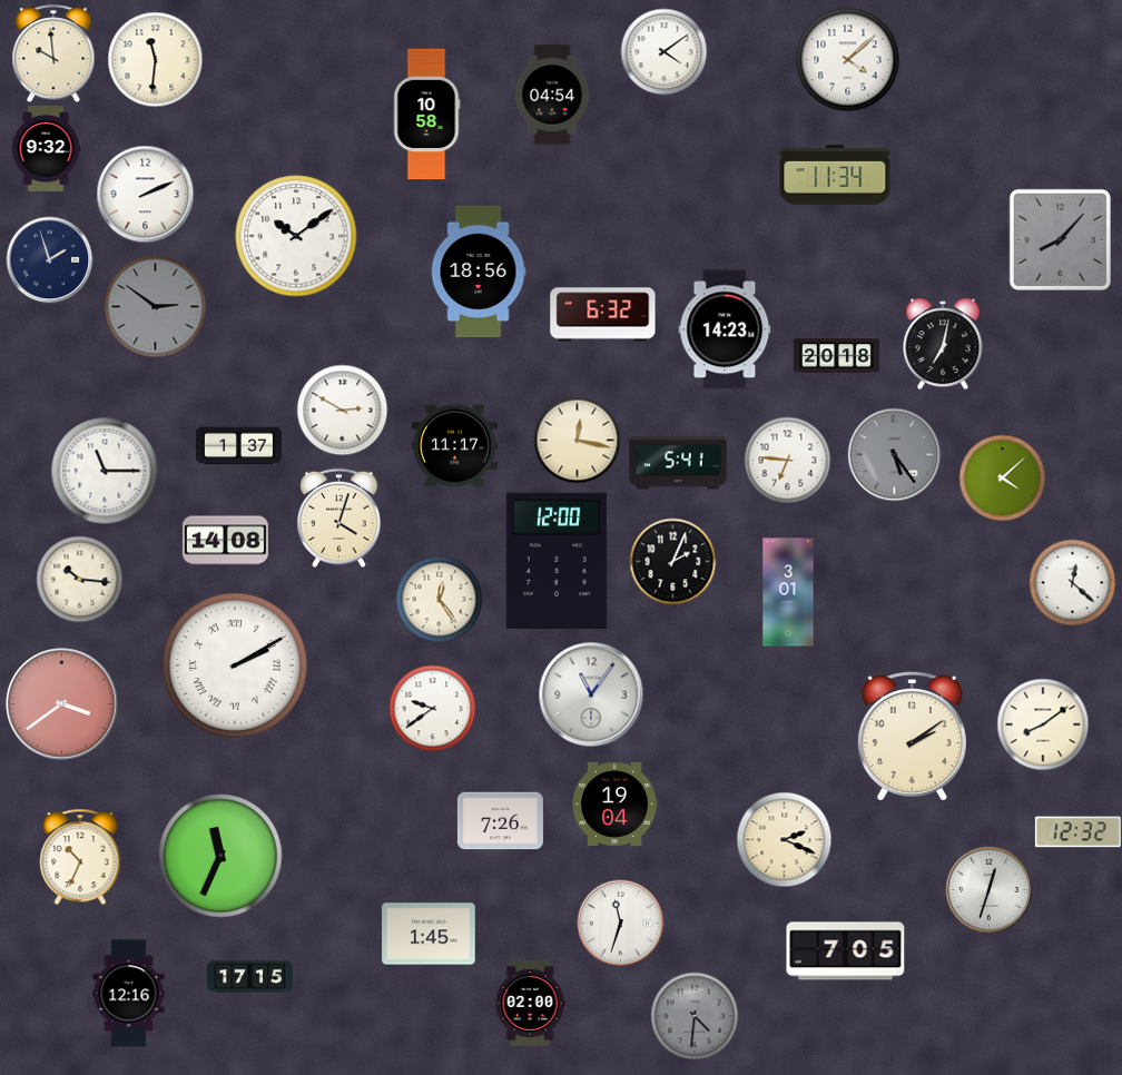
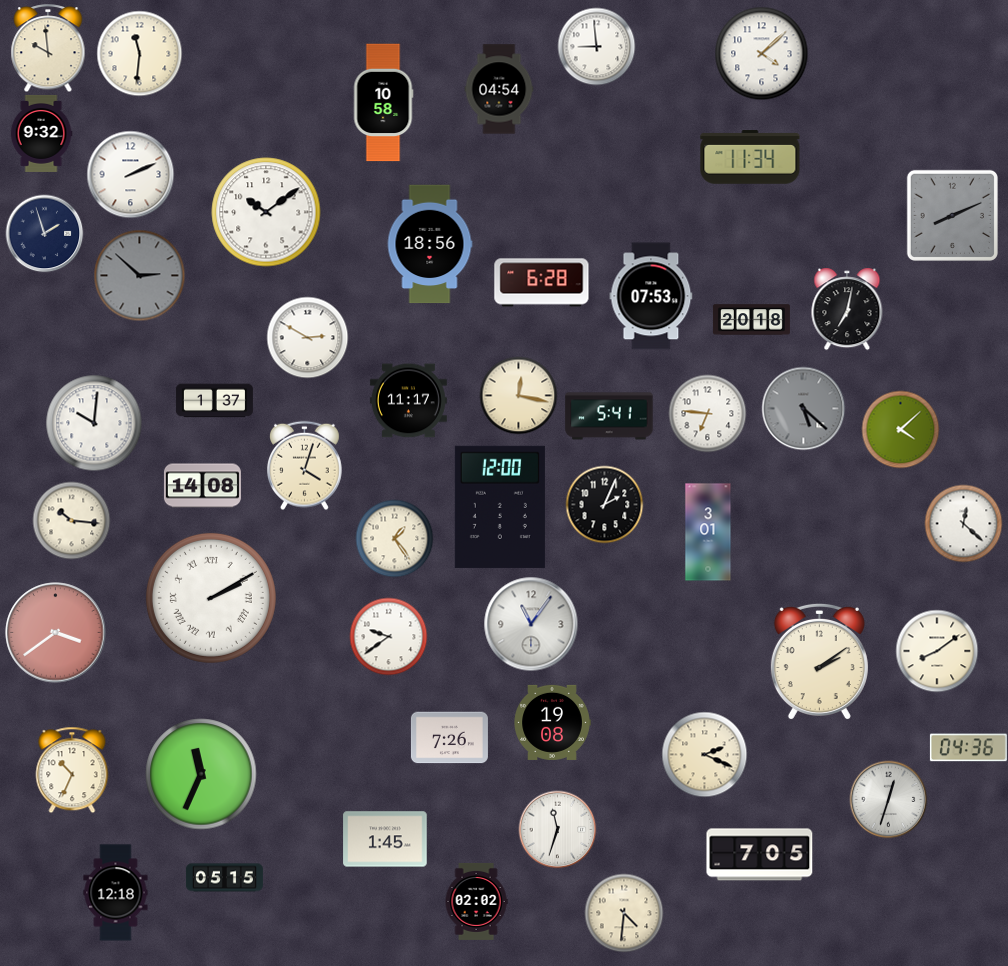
clock at (663, 51): 4:09 -> 8:59
clock at (552, 95) position: (552, 95) -> (499, 89)
clock at (1060, 239): 8:07 -> 8:11
clock at (155, 306): 2:51 -> 2:52
clock at (603, 315): 6:32 -> 6:28
clock at (725, 329): 14:23 -> 07:53
clock at (342, 410) position: (342, 410) -> (307, 337)
clock at (894, 454): 5:24 -> 5:22
clock at (105, 471): 11:15 -> 10:01
clock at (557, 561) position: (557, 561) -> (500, 507)
clock at (439, 599): 12:24 -> 1:24
clock at (614, 803): 19:04 -> 19:08
clock at (1077, 832): 12:32 -> 04:36
clock at (220, 856) position: (220, 856) -> (201, 774)
clock at (249, 977): 17:15 -> 05:15
clock at (129, 994): 12:16 -> 12:18
clock at (530, 1003): 02:00 -> 02:02
clock at (695, 1016) dial: grey -> cream
